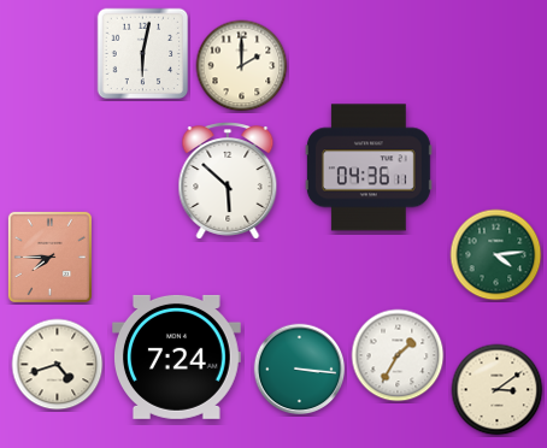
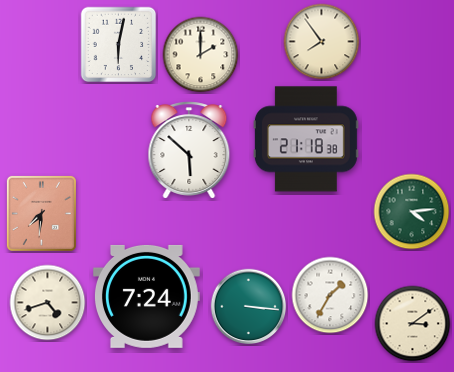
clock at (322, 42): none -> 7:54
clock at (369, 167): 04:36 -> 21:18
clock at (49, 257): 7:45 -> 7:31
